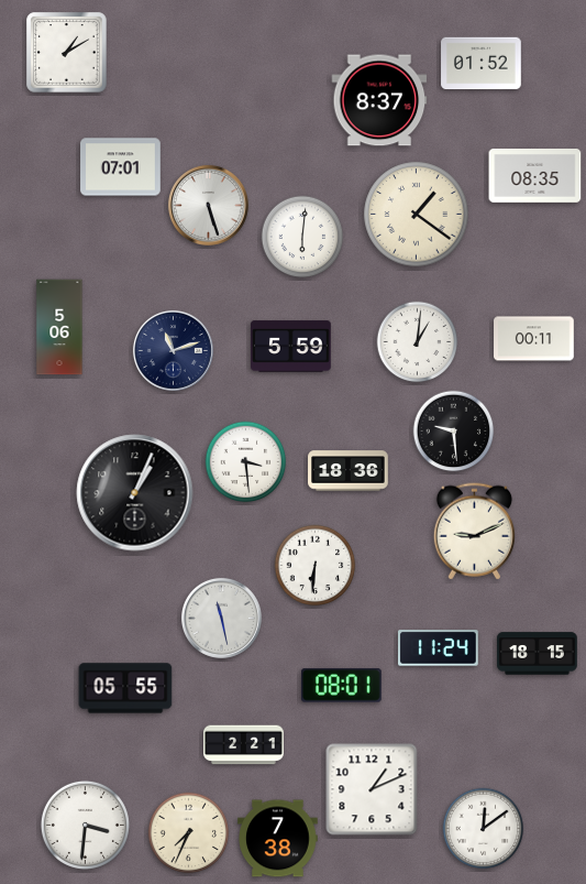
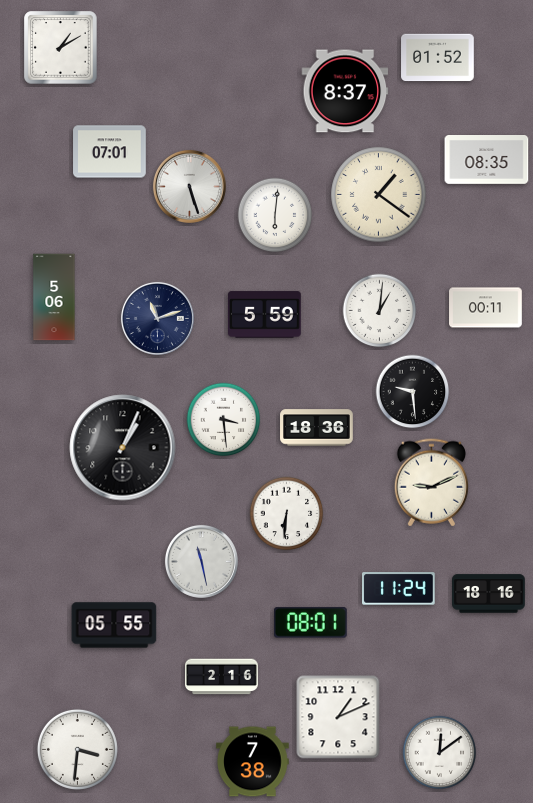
clock at (538, 654): 18:15 -> 18:16
clock at (244, 745): 2:21 -> 2:16
clock at (189, 833): 7:34 -> none
